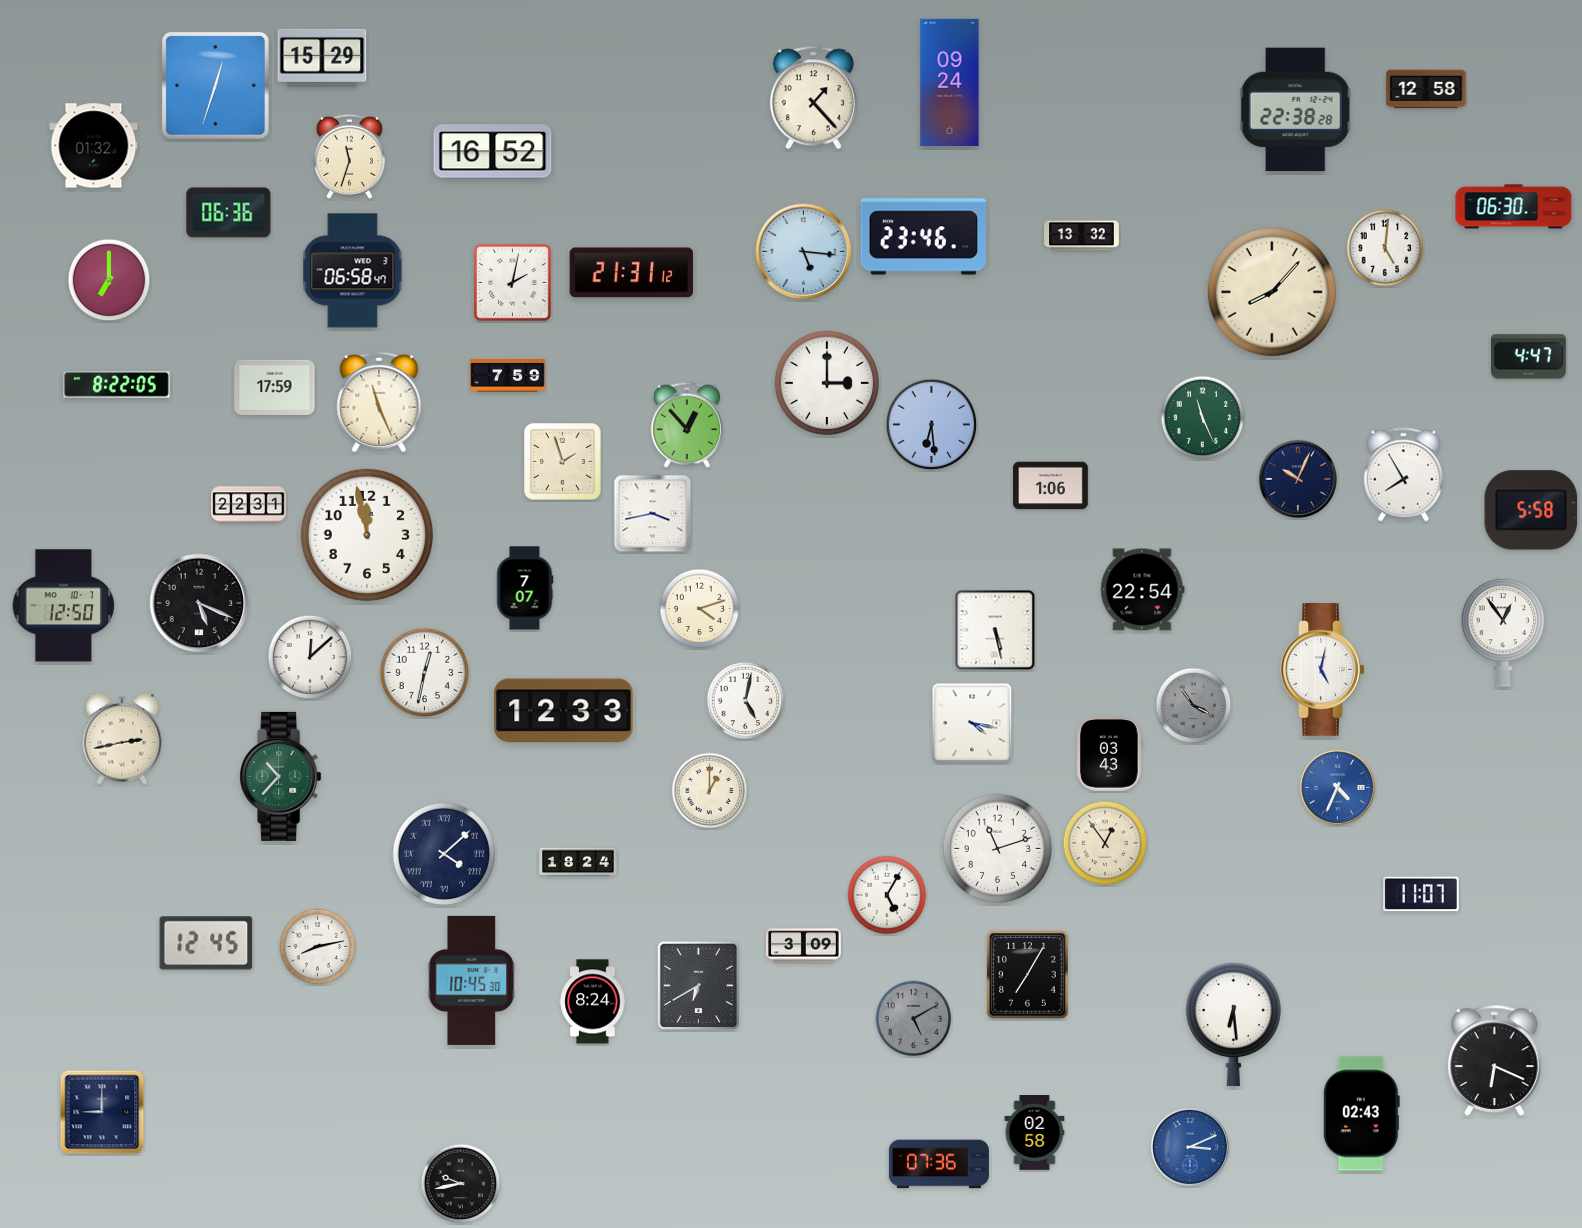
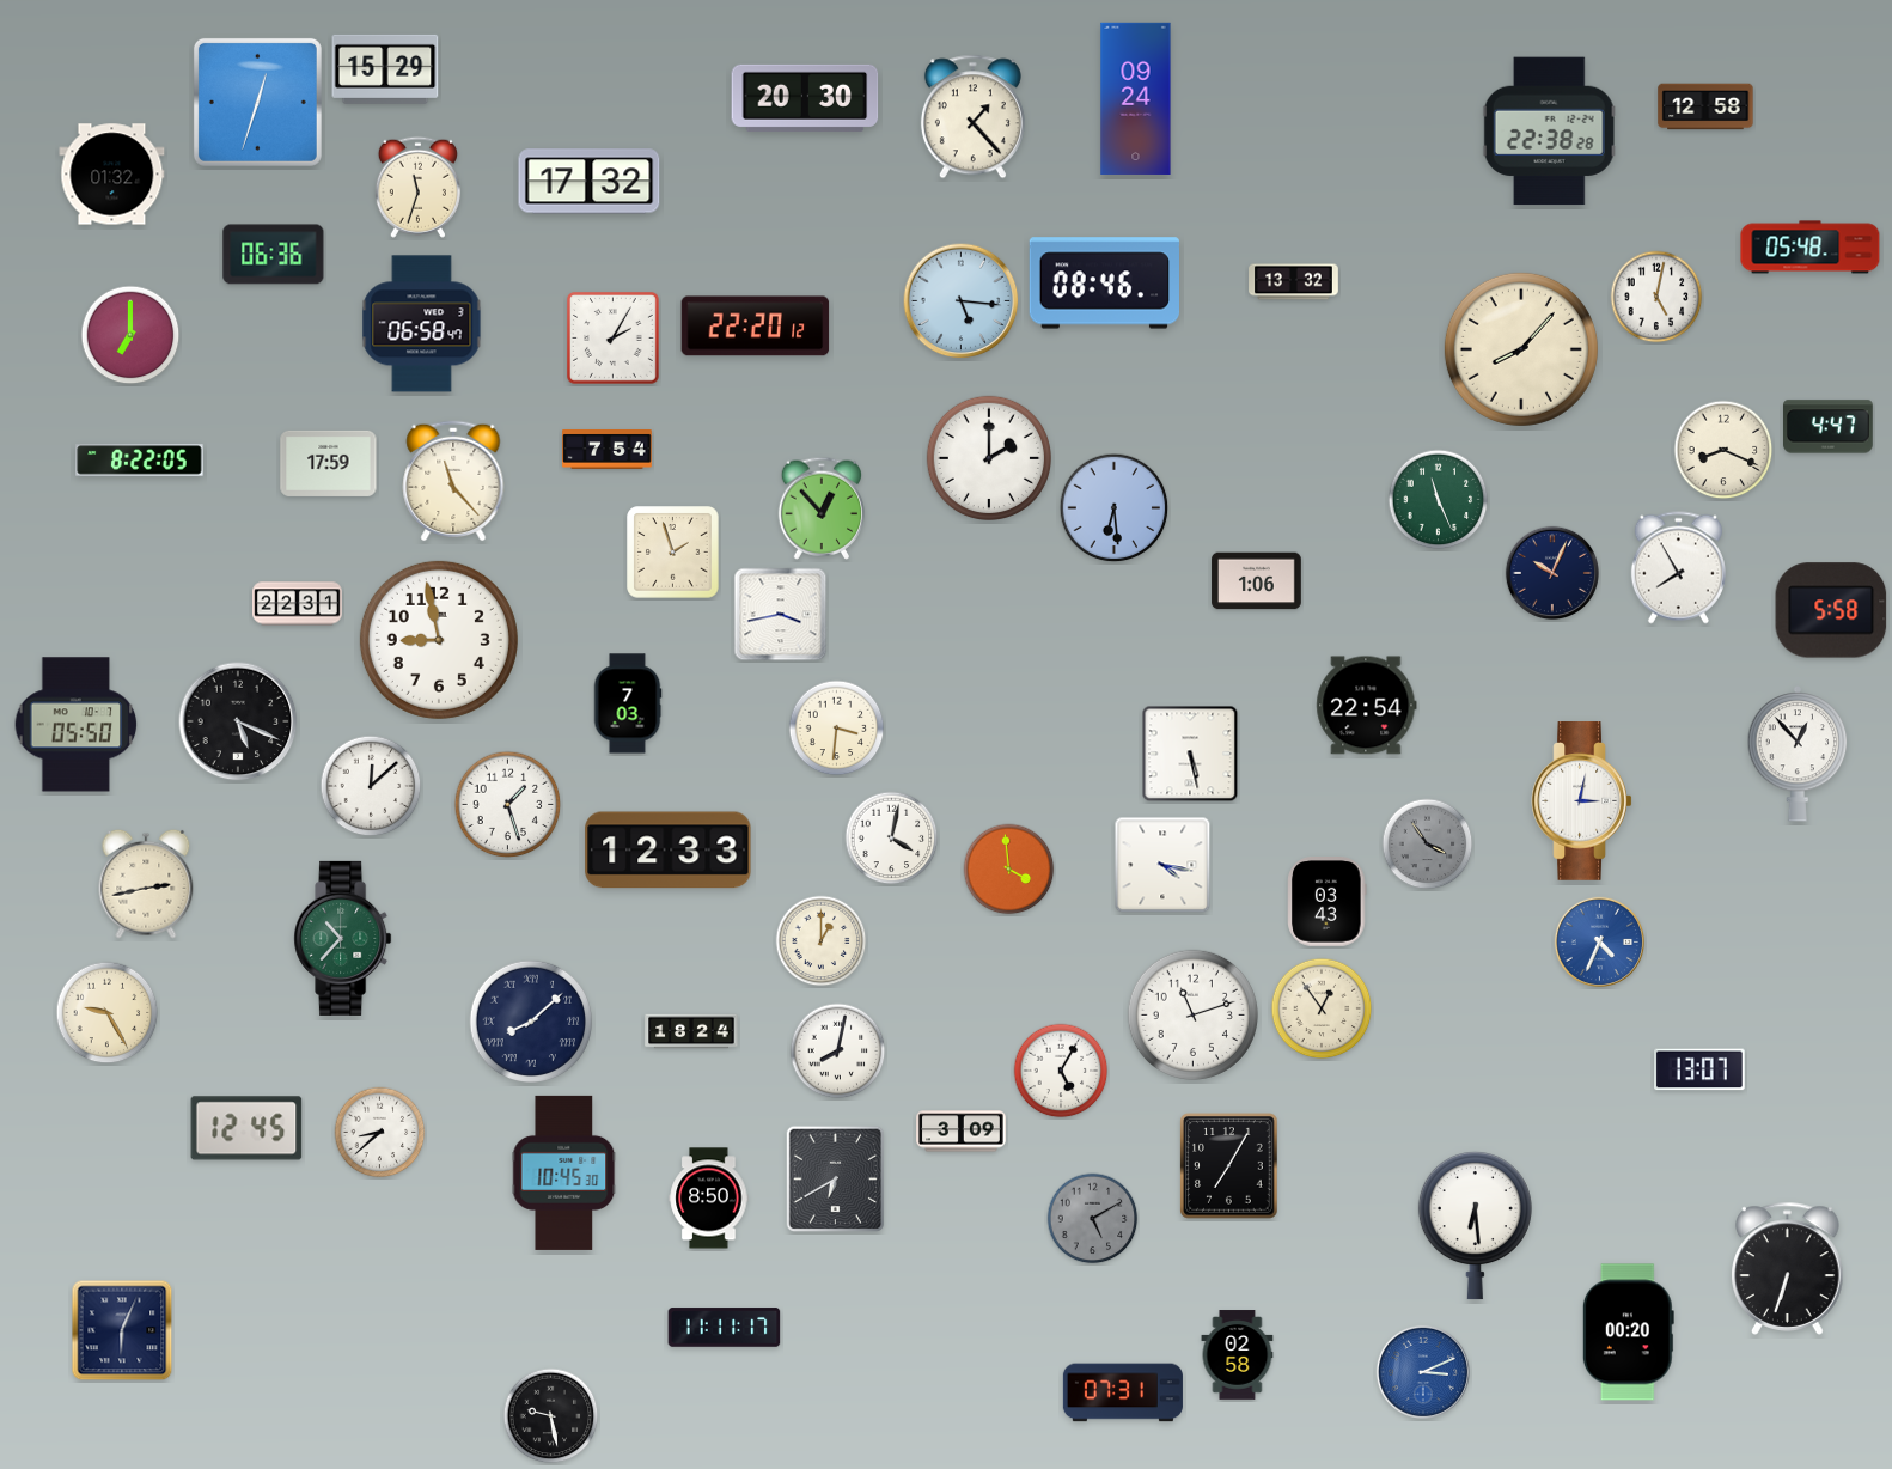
clock at (805, 98): none -> 20:30
clock at (493, 152): 16:52 -> 17:32
clock at (1514, 207): 06:30 -> 05:48
clock at (923, 237): 23:46 -> 08:46
clock at (1385, 248): 5:01 -> 5:02
clock at (632, 273): 21:31 -> 22:20
clock at (513, 283): 2:02 -> 2:05
clock at (508, 376): 7:59 -> 7:54
clock at (1723, 450): none -> 8:19
clock at (826, 382): 3:00 -> 2:00
clock at (379, 402): 11:26 -> 11:23
clock at (367, 535): 11:58 -> 8:58
clock at (525, 588): 7:07 -> 7:03
clock at (64, 606): 12:50 -> 05:50
clock at (700, 609): 4:12 -> 3:31
clock at (1503, 630): 12:54 -> 12:53
clock at (1323, 670): 5:02 -> 3:02
clock at (425, 673): 12:32 -> 1:27
clock at (746, 701): 5:02 -> 4:02
clock at (564, 711) position: (564, 711) -> (669, 851)
clock at (1009, 870): none -> 3:59
clock at (281, 776) position: (281, 776) -> (343, 938)
clock at (710, 791) position: (710, 791) -> (822, 941)
clock at (108, 1013): none -> 9:25
clock at (443, 853): 4:08 -> 8:08
clock at (838, 1052): none -> 8:02
clock at (1422, 894): 11:07 -> 13:07
clock at (318, 947): 8:13 -> 8:38
clock at (593, 1002): 8:24 -> 8:50
clock at (1495, 1060): 6:19 -> 6:33
clock at (725, 1328): none -> 11:11
clock at (102, 1112): 9:00 -> 6:04
clock at (1361, 1114): 02:43 -> 00:20
clock at (939, 1164): 07:36 -> 07:31
clock at (461, 1184): 9:43 -> 9:28
